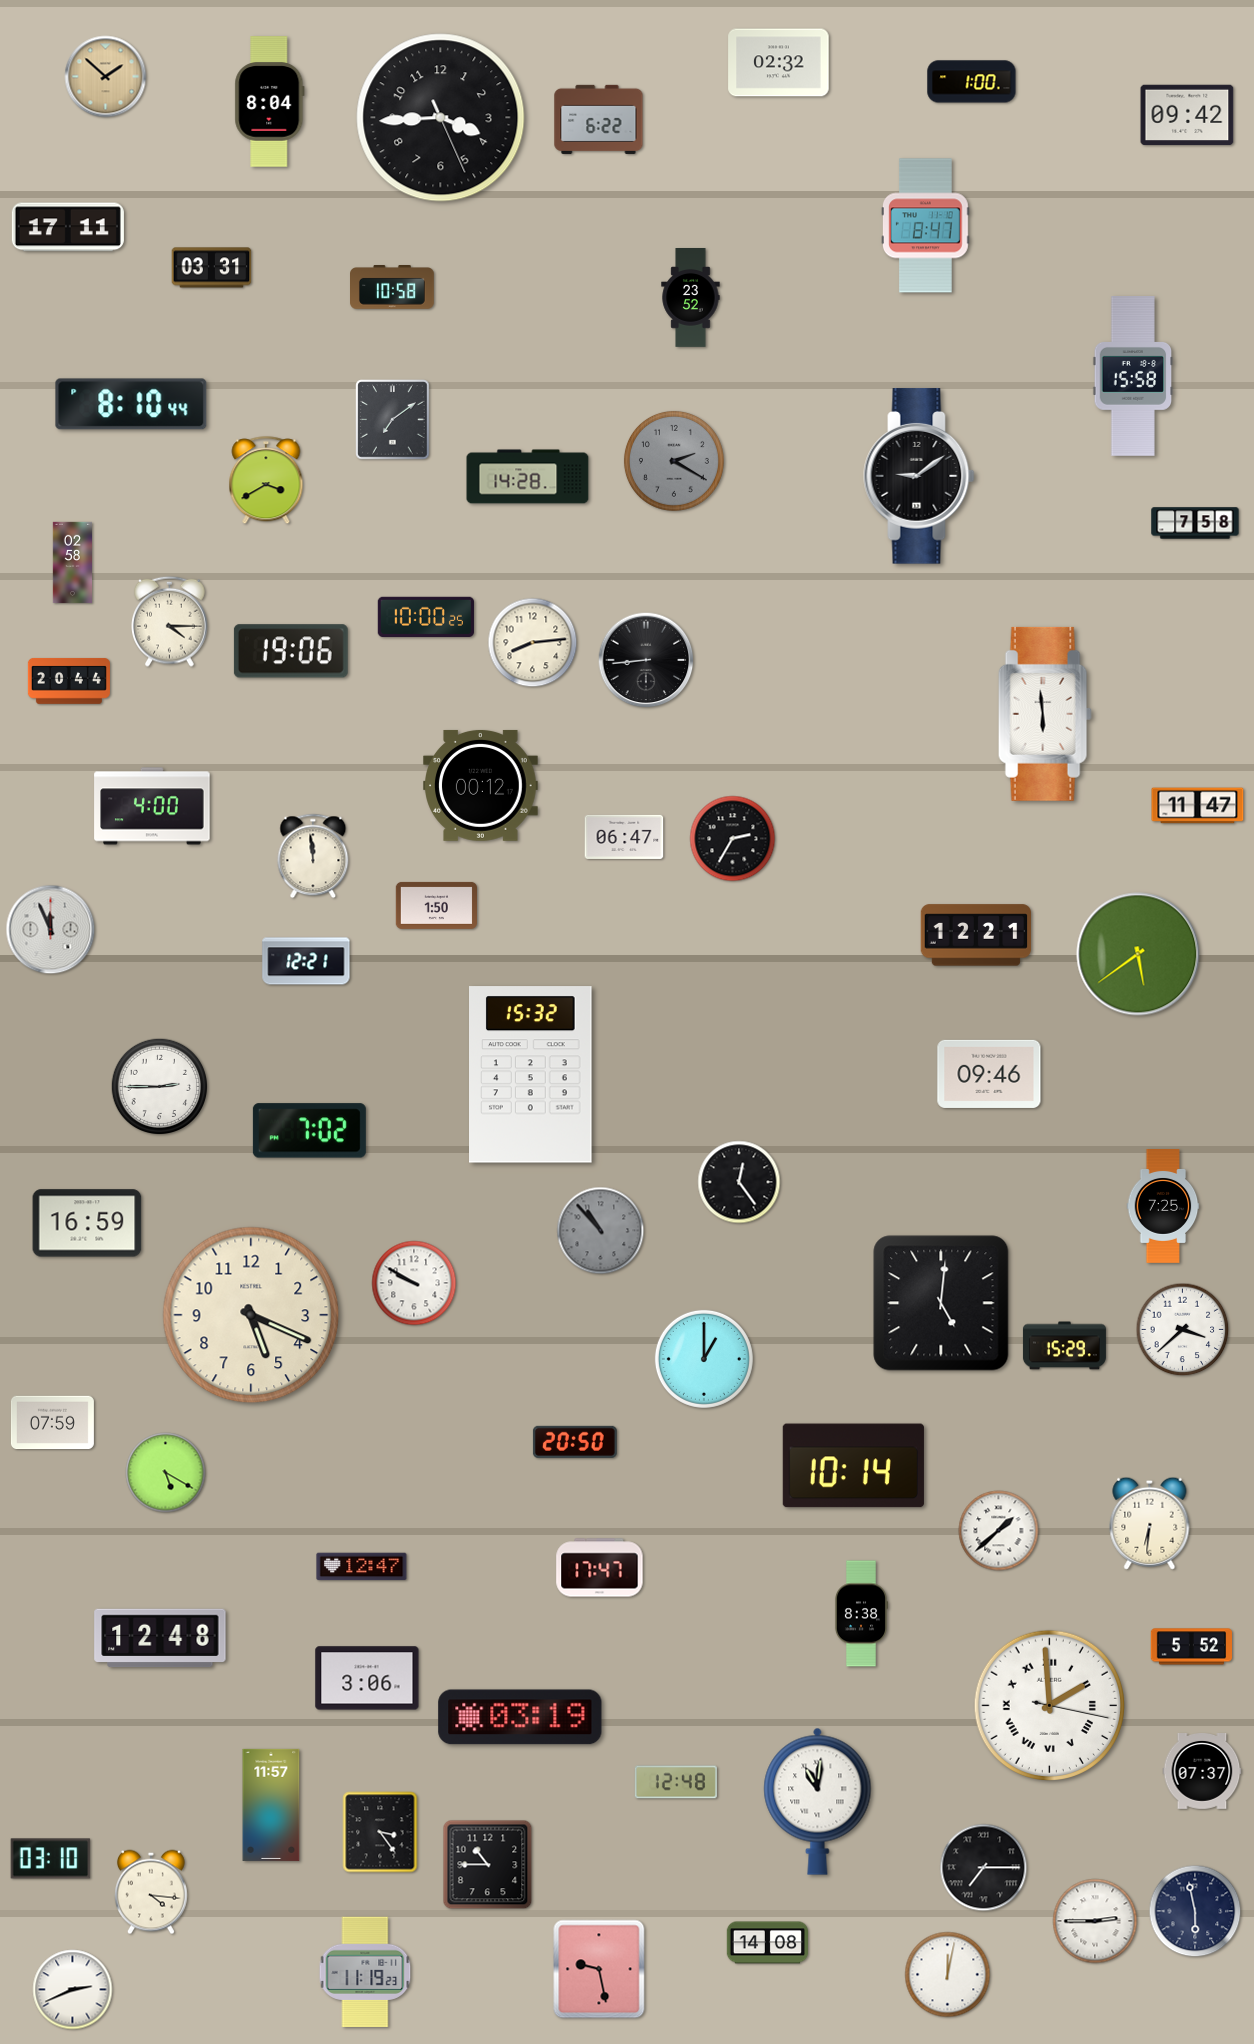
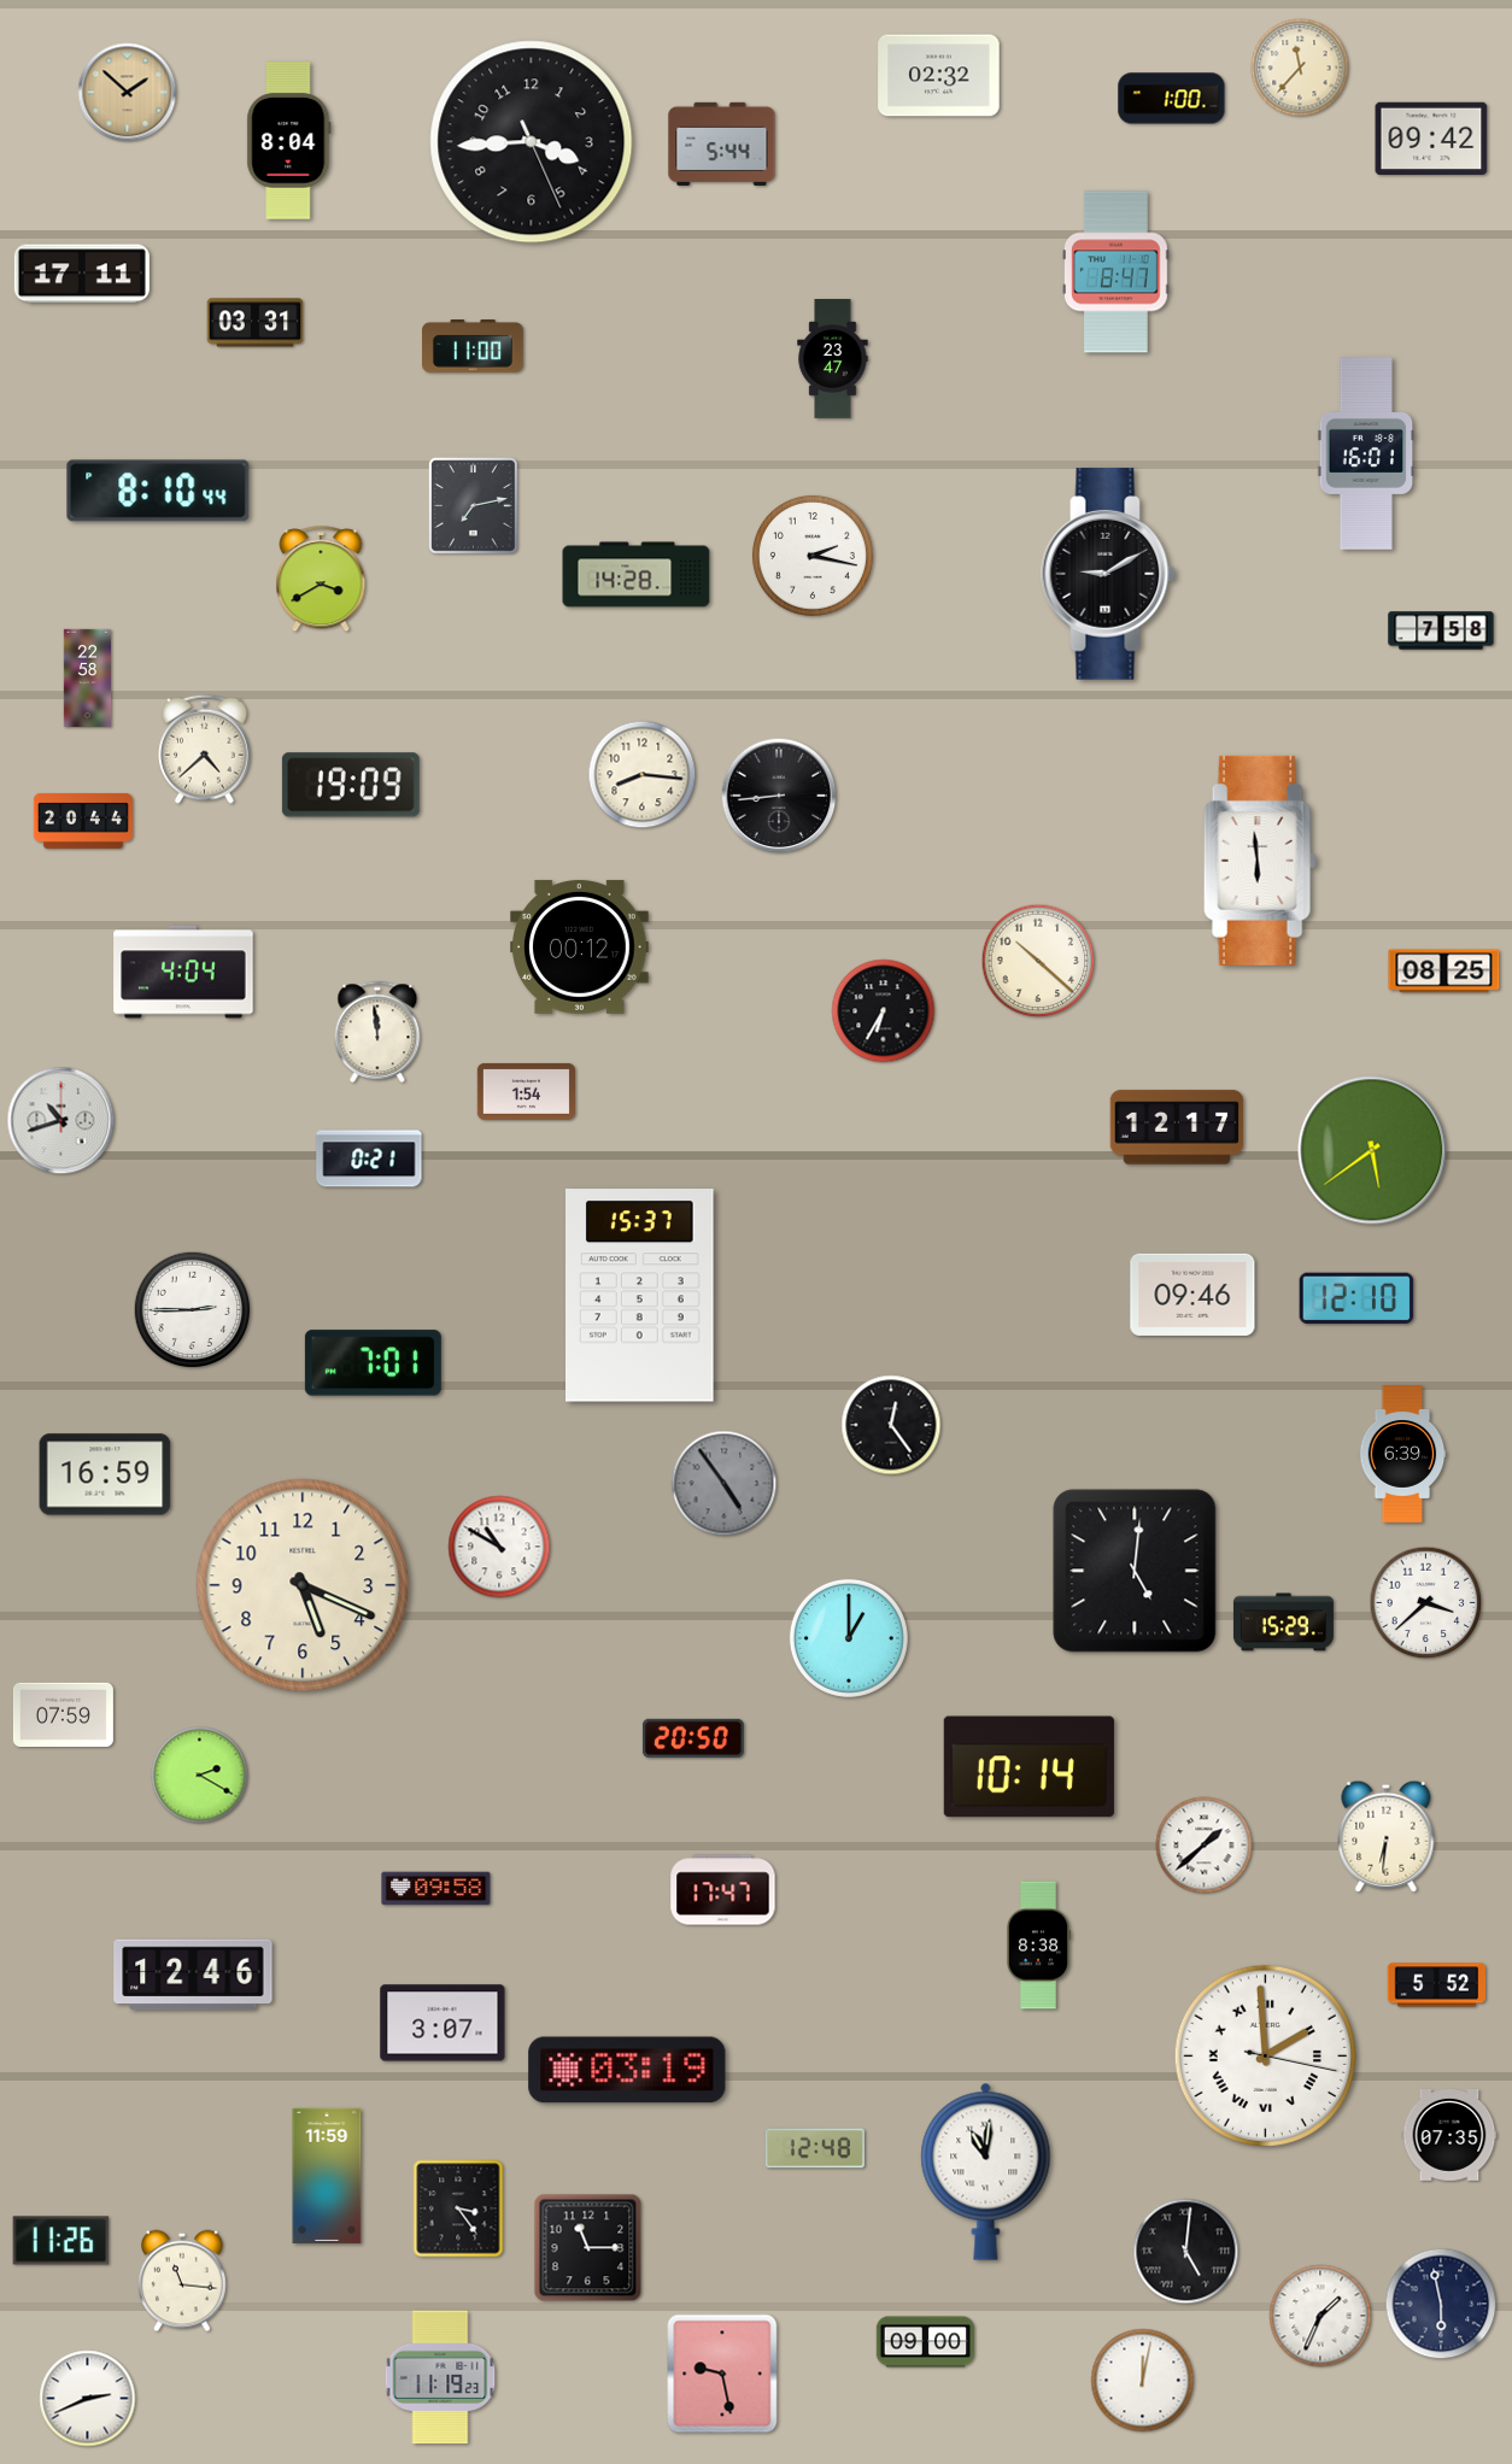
clock at (1300, 68): none -> 11:37
clock at (270, 102) position: (270, 102) -> (289, 141)
clock at (599, 119): 6:22 -> 5:44
clock at (393, 288): 10:58 -> 11:00
clock at (691, 298): 23:52 -> 23:47
clock at (1133, 376): 15:58 -> 16:01
clock at (131, 404) position: (131, 404) -> (158, 491)
clock at (393, 420): 7:09 -> 7:13
clock at (674, 461): 2:20 -> 2:17
clock at (674, 461) dial: grey -> white
clock at (919, 476): 9:09 -> 9:10
clock at (73, 563): 02:58 -> 22:58
clock at (426, 616): 10:00 -> none
clock at (170, 621): 4:15 -> 4:38
clock at (533, 643): 8:14 -> 8:16
clock at (291, 651): 19:06 -> 19:09
clock at (1038, 961): none -> 10:22
clock at (152, 806): 4:00 -> 4:04
clock at (1198, 806): 11:47 -> 08:25
clock at (624, 837): 06:47 -> none
clock at (733, 839): 2:35 -> 6:35
clock at (436, 905): 1:50 -> 1:54
clock at (51, 930): 11:56 -> 10:42
clock at (976, 935): 12:21 -> 12:17
clock at (306, 961): 12:21 -> 0:21
clock at (531, 1075): 15:32 -> 15:37
clock at (1356, 1298): none -> 12:10
clock at (309, 1131): 7:02 -> 7:01
clock at (1163, 1207): 7:25 -> 6:39
clock at (601, 1231): 10:53 -> 4:54
clock at (414, 1283): 9:50 -> 10:50
clock at (166, 1473): 5:20 -> 2:20
clock at (362, 1567): 12:47 -> 09:58
clock at (160, 1638): 12:48 -> 12:46
clock at (367, 1678): 3:06 -> 3:07
clock at (1202, 1772): 07:37 -> 07:35
clock at (271, 1805): 11:57 -> 11:59
clock at (51, 1859): 03:10 -> 11:26
clock at (488, 1865): 10:45 -> 11:15
clock at (984, 1868): 7:15 -> 5:01
clock at (151, 1892): 4:16 -> 11:16
clock at (1095, 1921): 2:45 -> 1:34
clock at (767, 1943): 14:08 -> 09:00
